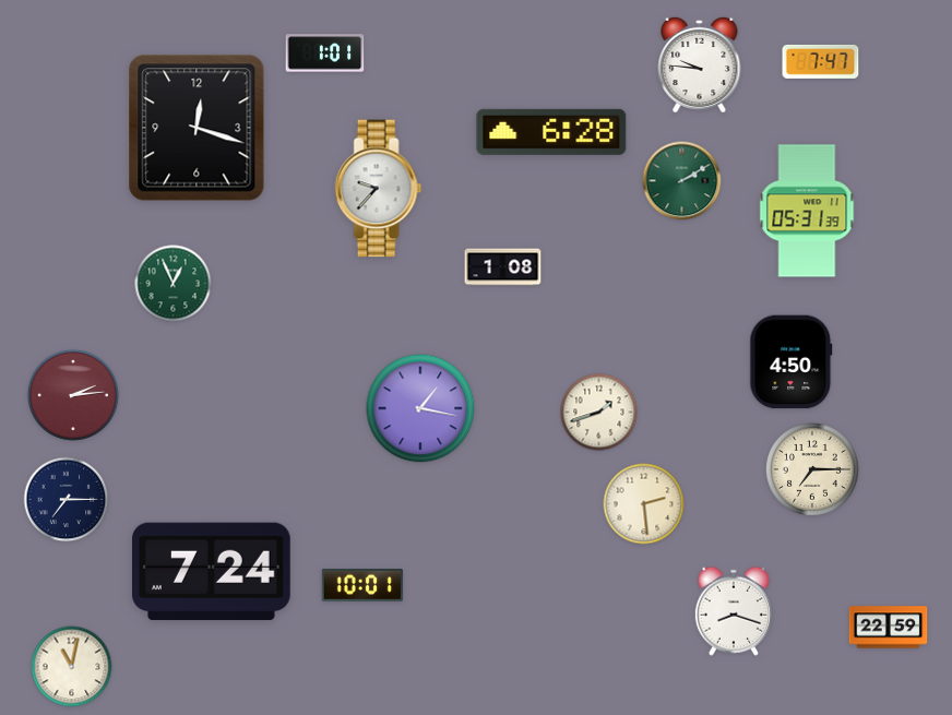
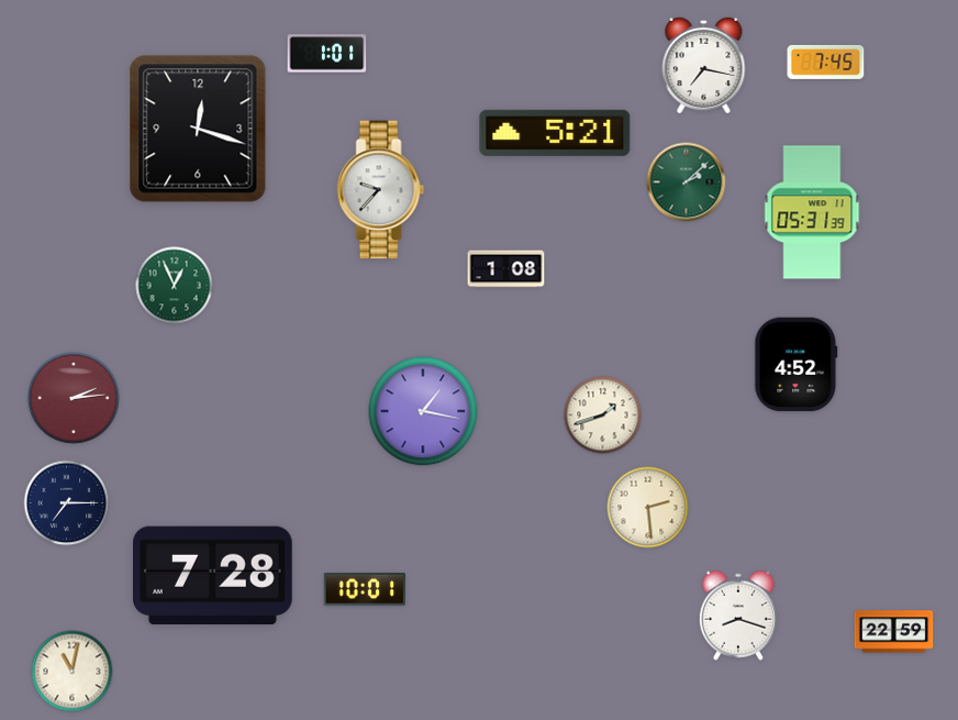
clock at (821, 61): 7:47 -> 7:45
clock at (700, 63): 9:46 -> 7:17
clock at (551, 132): 6:28 -> 5:21
clock at (682, 181): 2:10 -> 2:08
clock at (792, 362): 4:50 -> 4:52
clock at (813, 470): 7:15 -> none
clock at (212, 572): 7:24 -> 7:28
